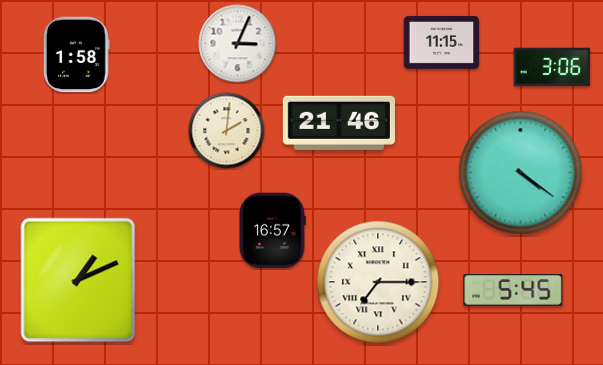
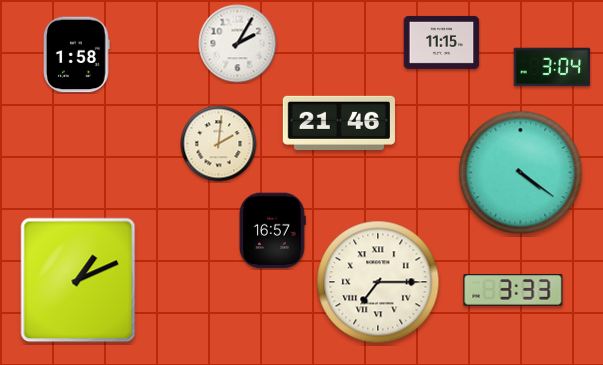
clock at (238, 44): 3:04 -> 2:05
clock at (552, 67): 3:06 -> 3:04
clock at (227, 131) position: (227, 131) -> (219, 144)
clock at (513, 290): 5:45 -> 3:33
